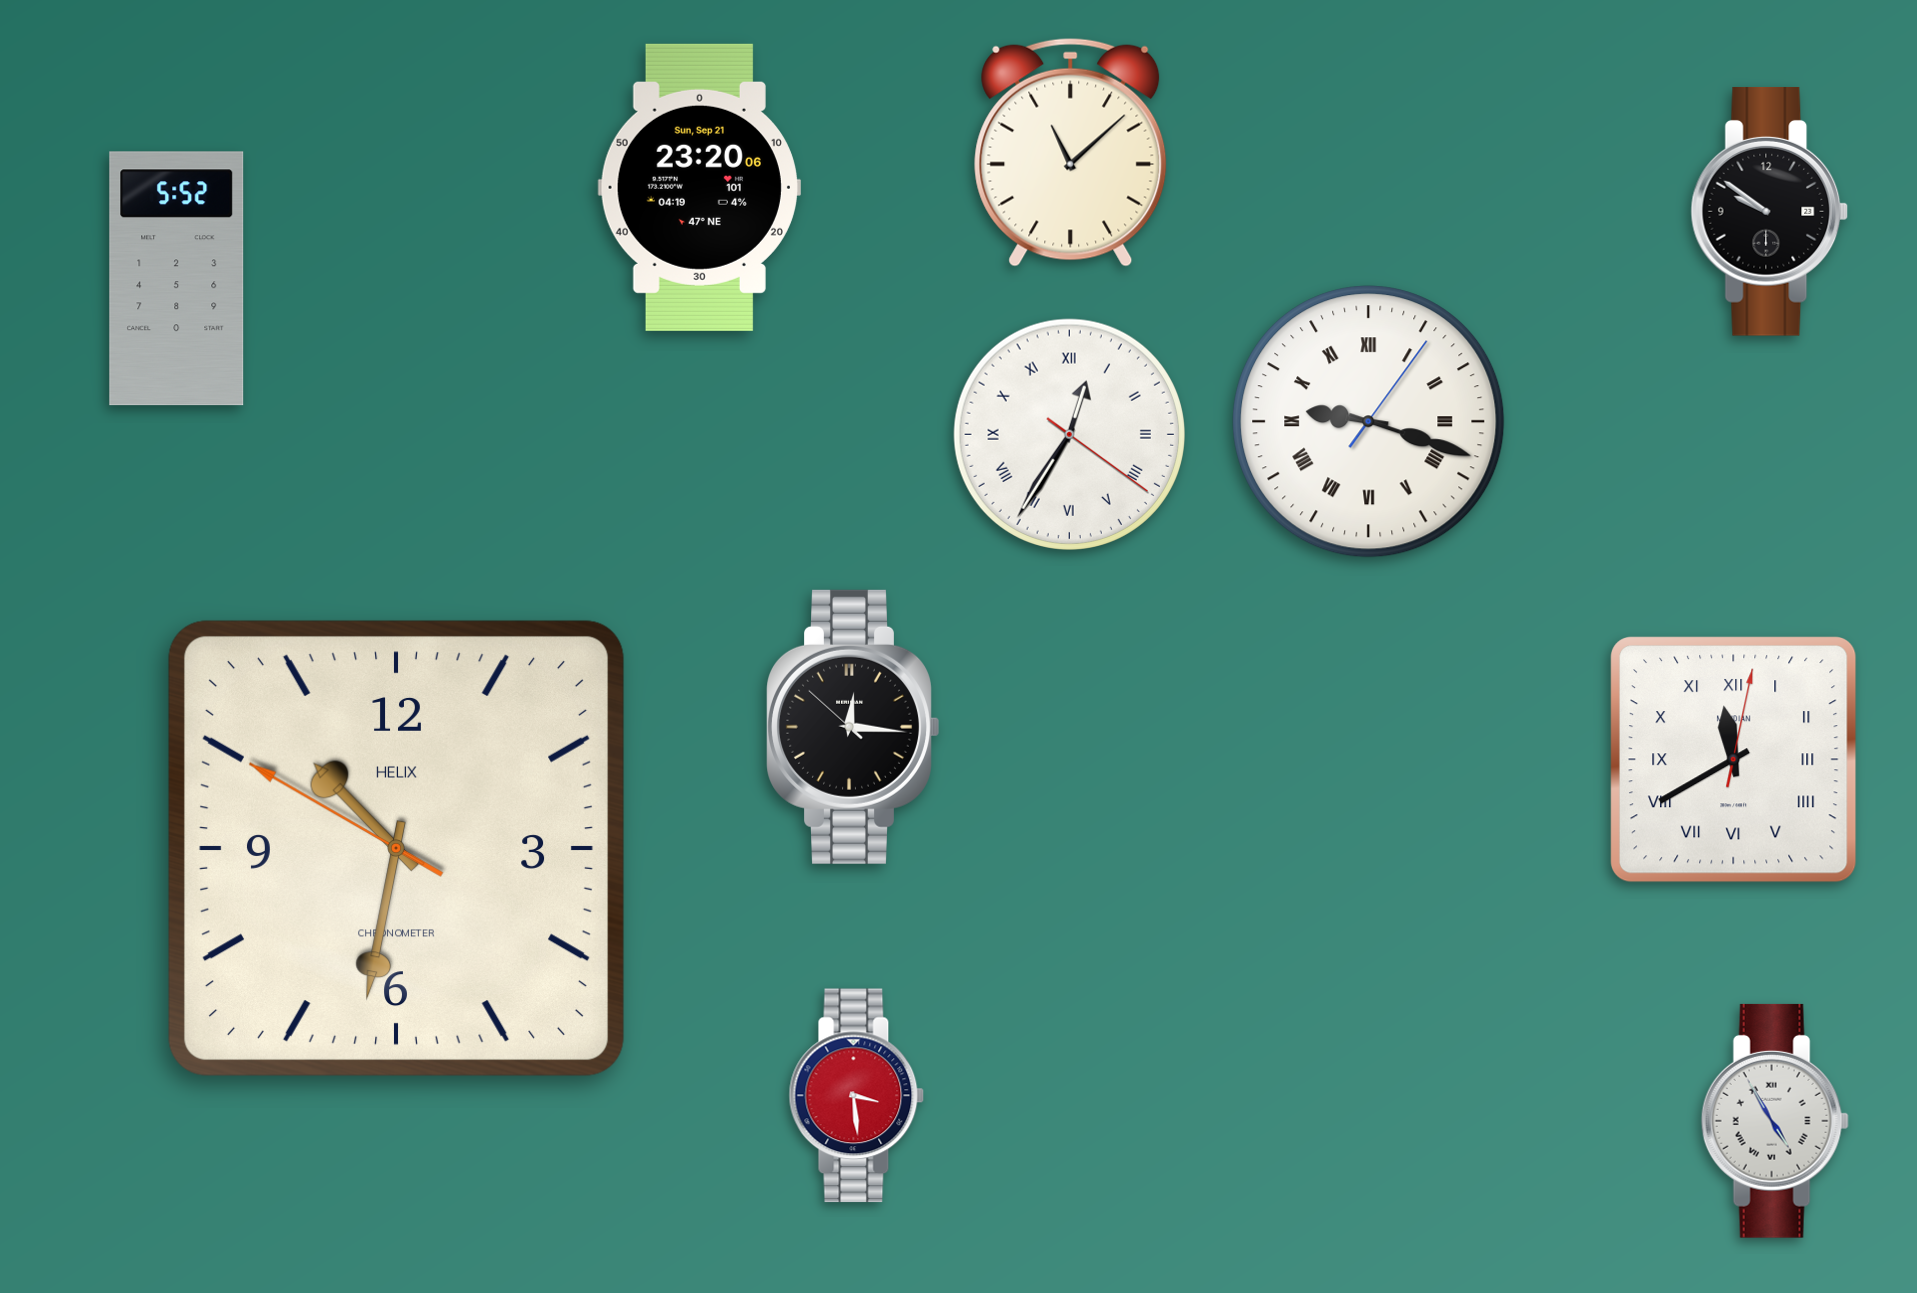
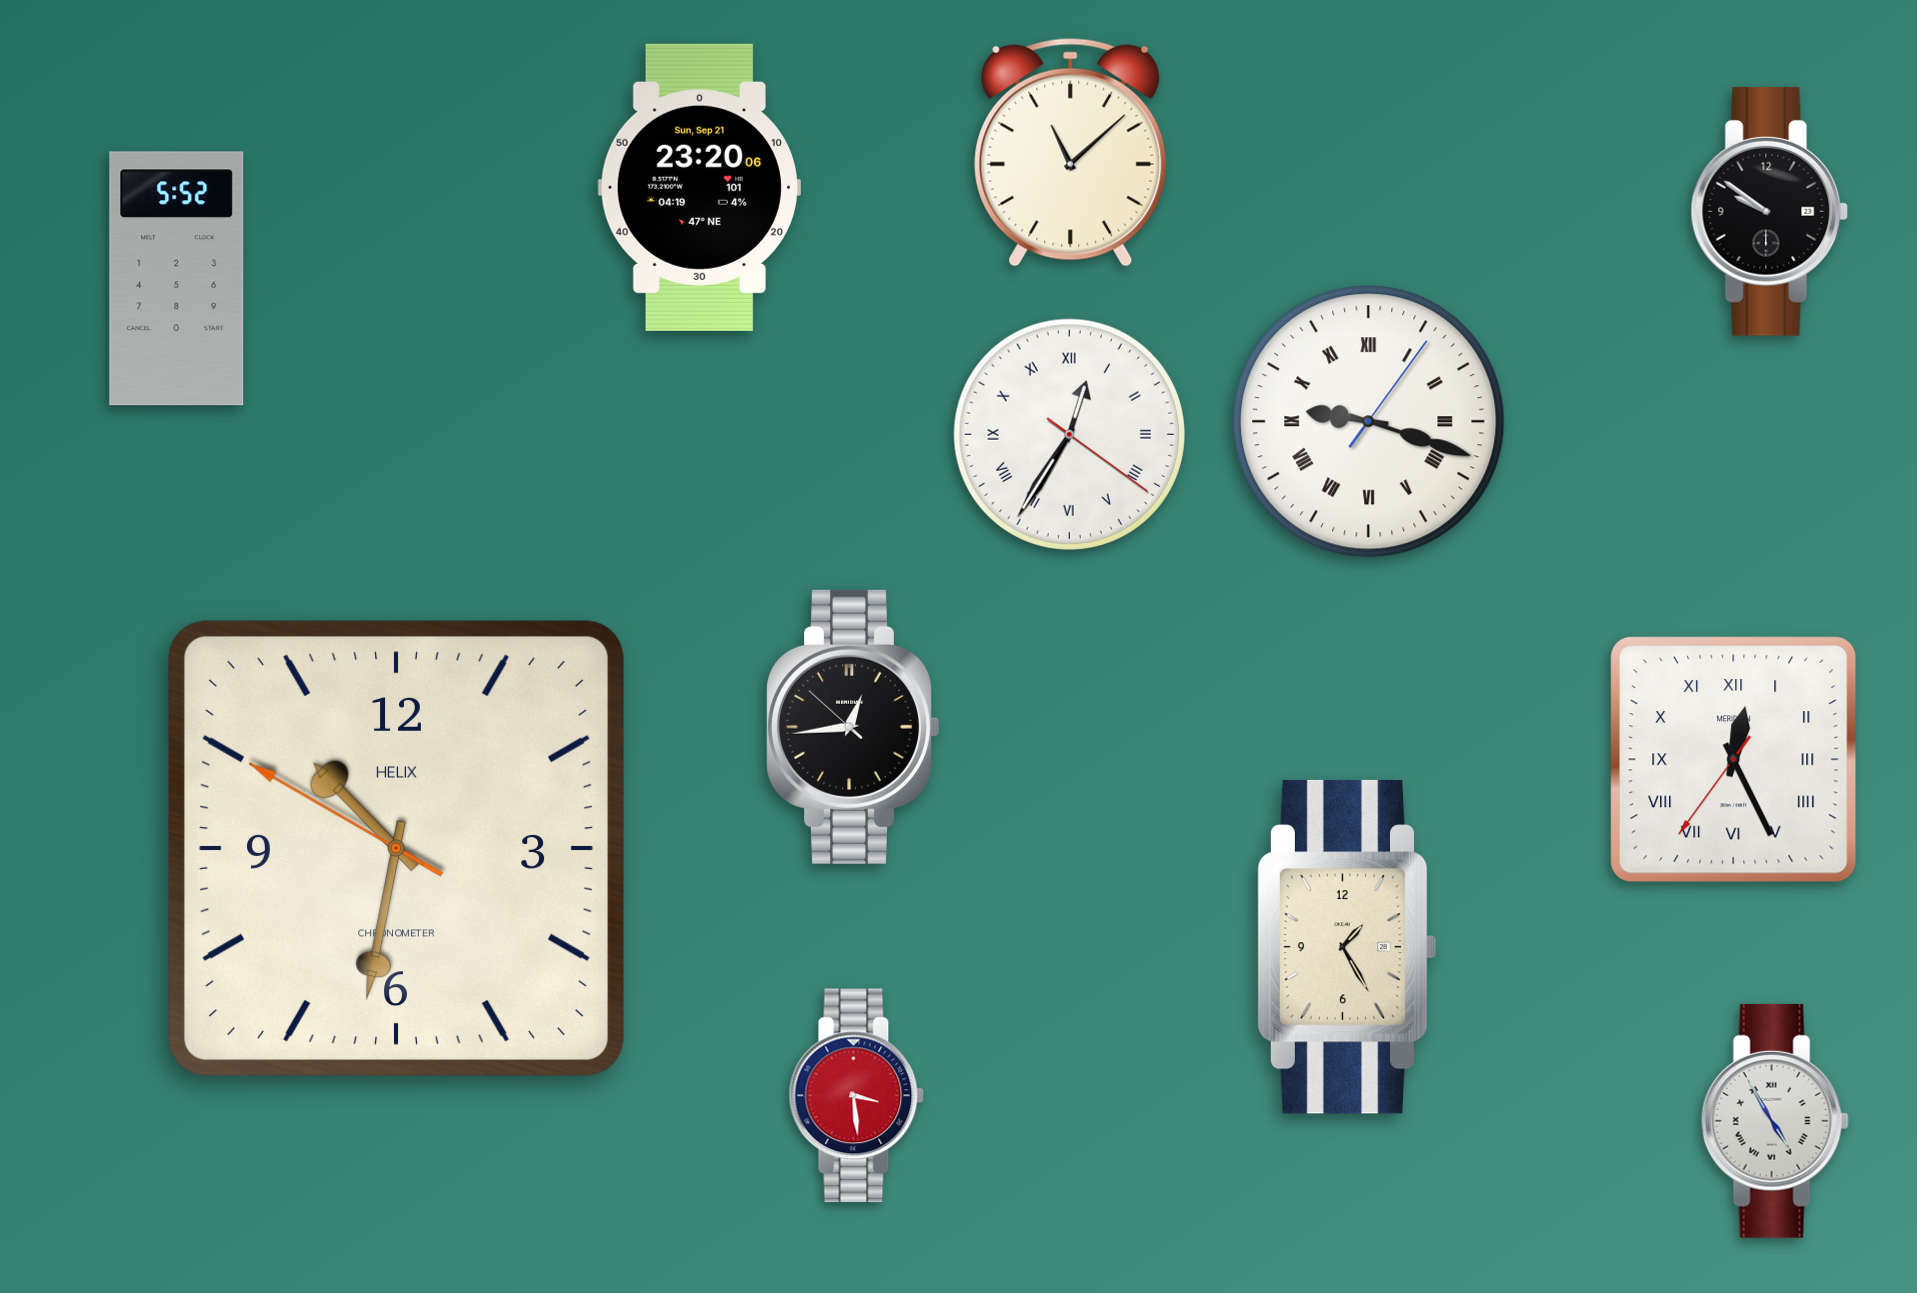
clock at (853, 727): 12:15 -> 12:43
clock at (1734, 760): 11:40 -> 12:25
clock at (1347, 947): none -> 1:25
